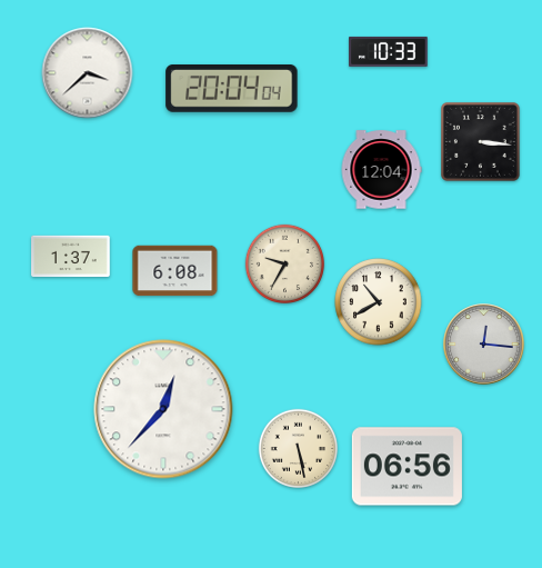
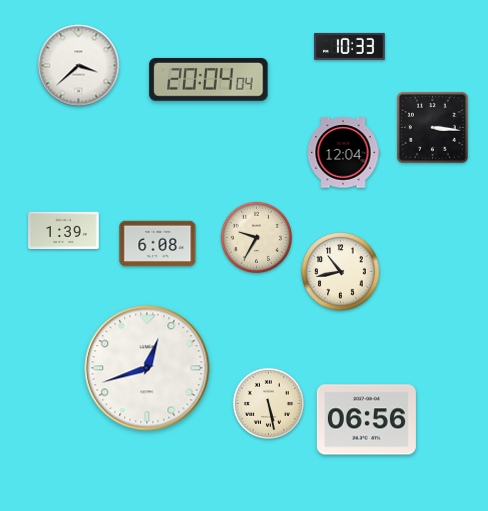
clock at (71, 257): 1:37 -> 1:39
clock at (379, 302): 10:40 -> 10:43
clock at (484, 345): 12:16 -> none
clock at (163, 409): 12:37 -> 12:42
